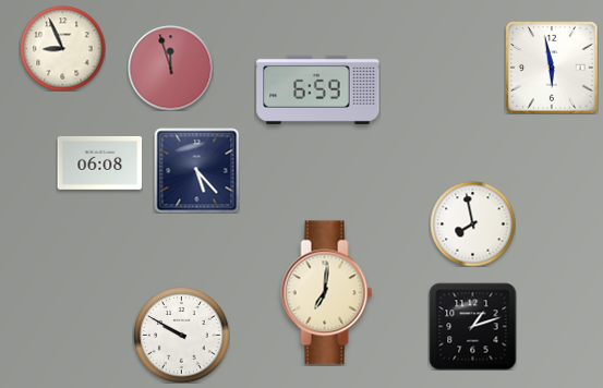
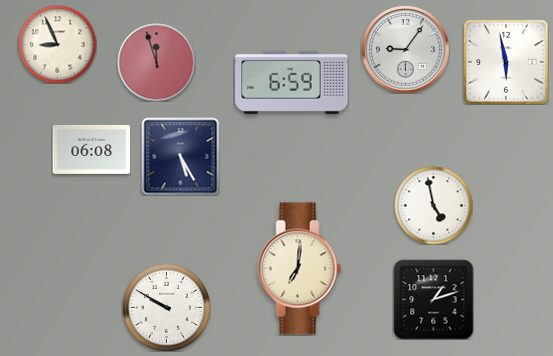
clock at (405, 49): none -> 9:06
clock at (196, 170): 5:23 -> 5:25
clock at (472, 223): 7:58 -> 4:58
